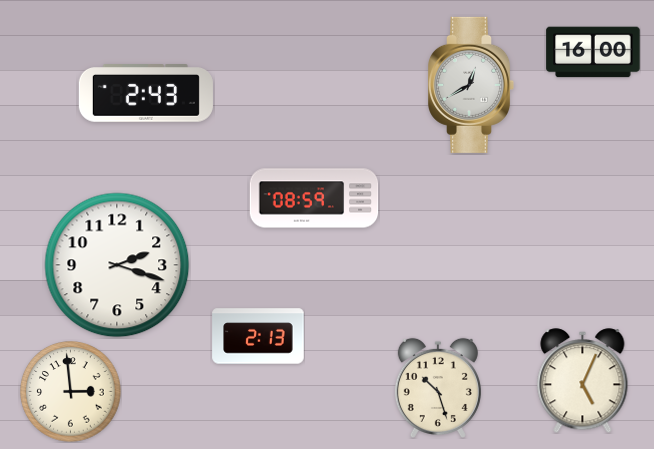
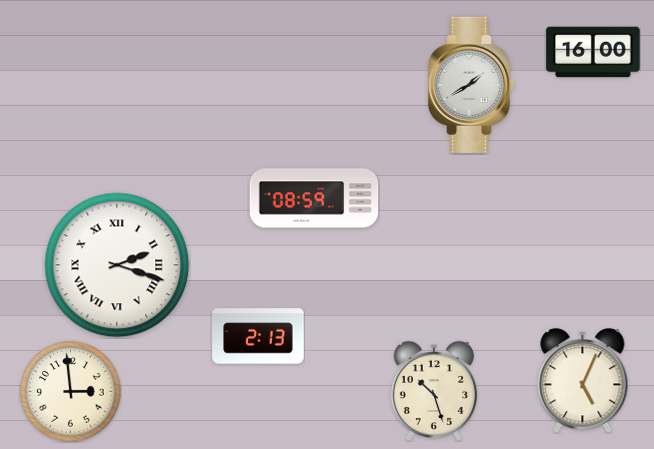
clock at (472, 85): 12:40 -> 1:40
clock at (146, 94): 2:43 -> none
clock at (117, 265) numerals: Arabic -> Roman
clock at (438, 387) position: (438, 387) -> (434, 390)
